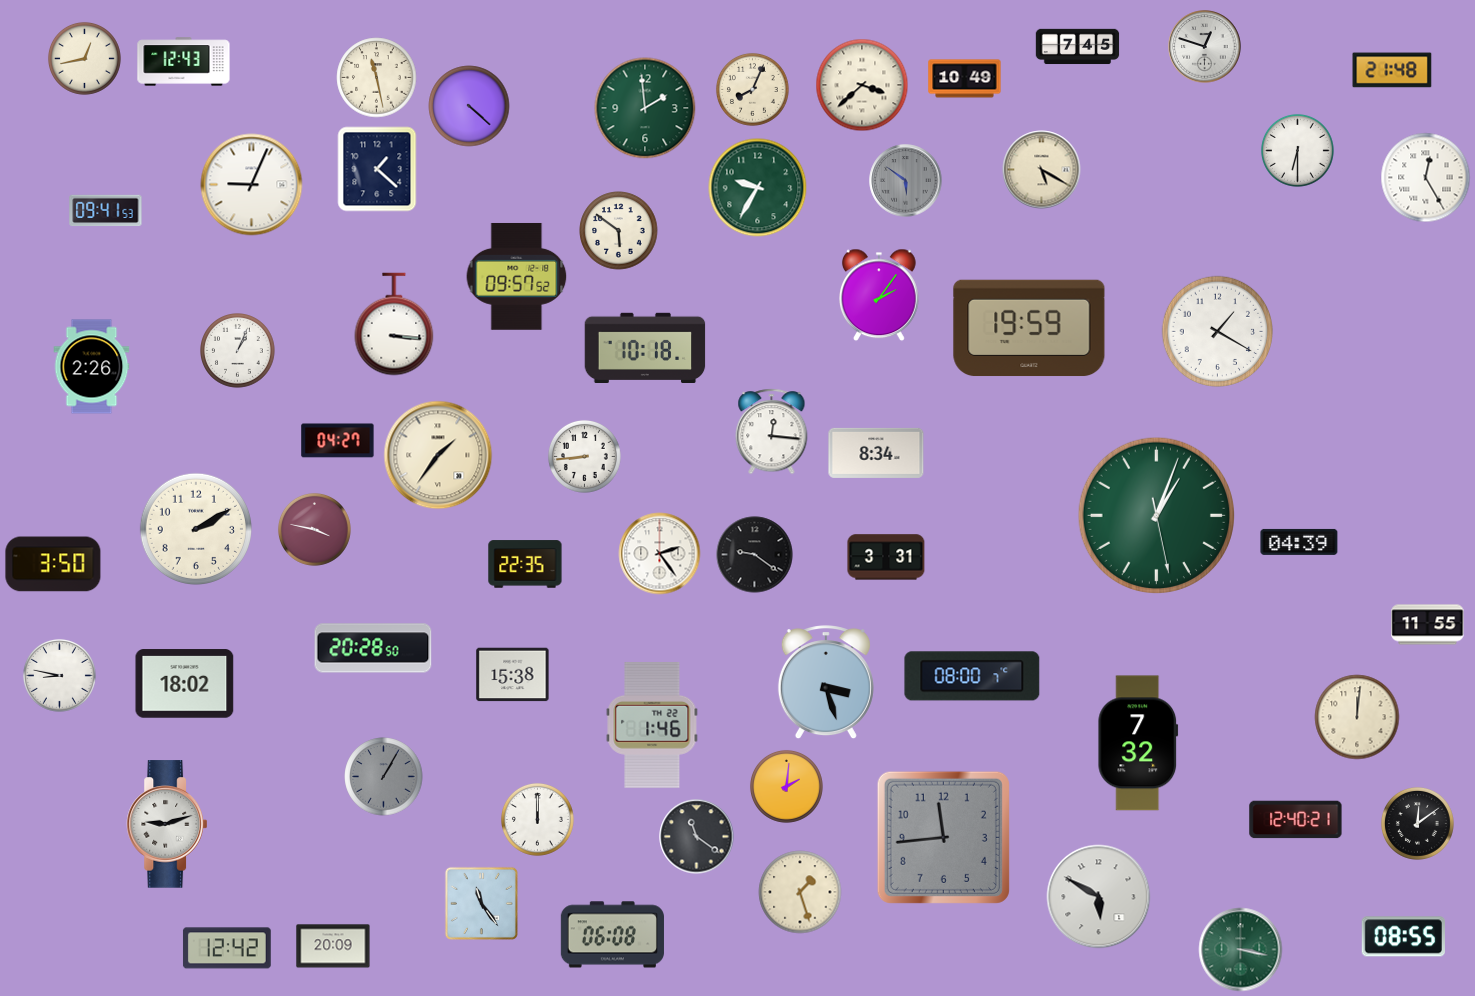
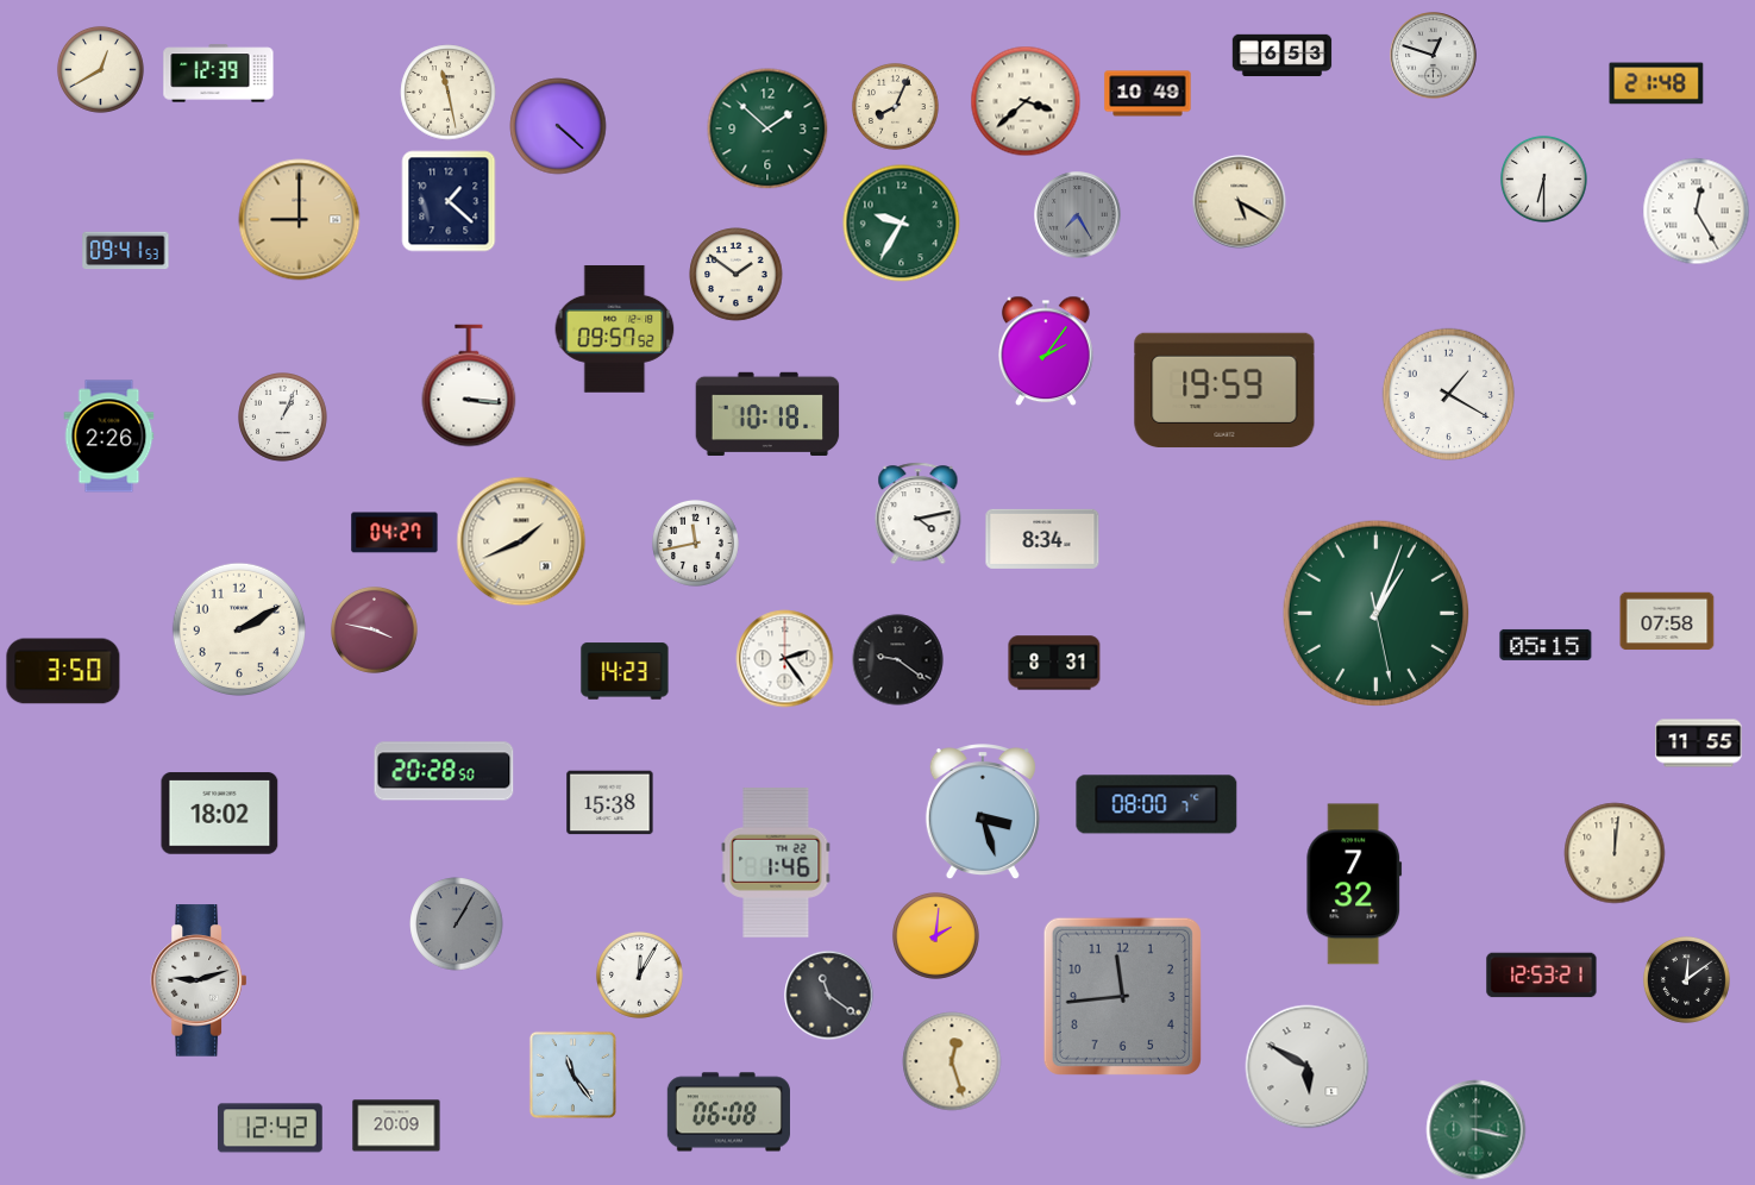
clock at (1078, 47): 7:45 -> 6:53
clock at (84, 58): 12:43 -> 12:40
clock at (184, 62): 12:43 -> 12:39
clock at (645, 108): 1:59 -> 1:52
clock at (906, 181): 5:51 -> 7:25
clock at (252, 185): 9:04 -> 9:00
clock at (252, 185) dial: white -> champagne
clock at (619, 231): 5:51 -> 1:51
clock at (772, 432): 12:16 -> 4:13
clock at (338, 441) position: (338, 441) -> (395, 533)
clock at (438, 455): 1:36 -> 1:41
clock at (584, 456): 8:44 -> 11:43
clock at (1667, 621): none -> 07:58
clock at (195, 528) position: (195, 528) -> (238, 628)
clock at (1299, 542): 04:39 -> 05:15
clock at (886, 557): 3:31 -> 8:31
clock at (525, 564): 22:35 -> 14:23
clock at (59, 675): 8:47 -> none
clock at (537, 819): 12:00 -> 12:05
clock at (1296, 820): 12:40 -> 12:53
clock at (800, 892): 1:27 -> 12:27
clock at (1403, 937): 08:55 -> none
